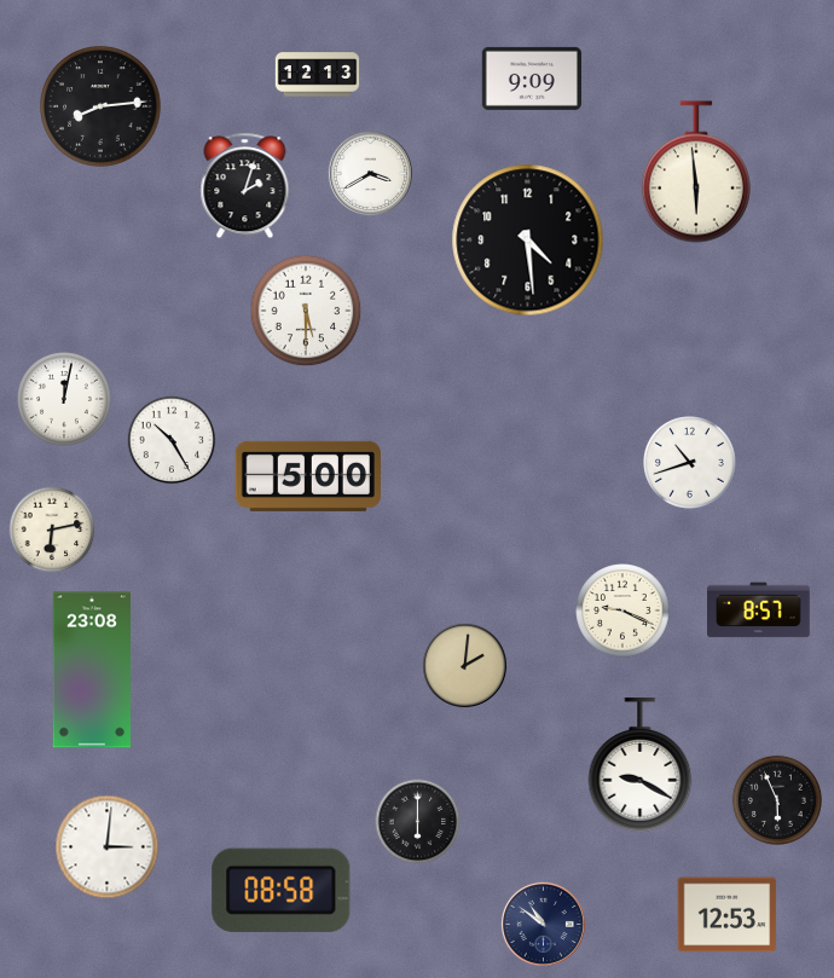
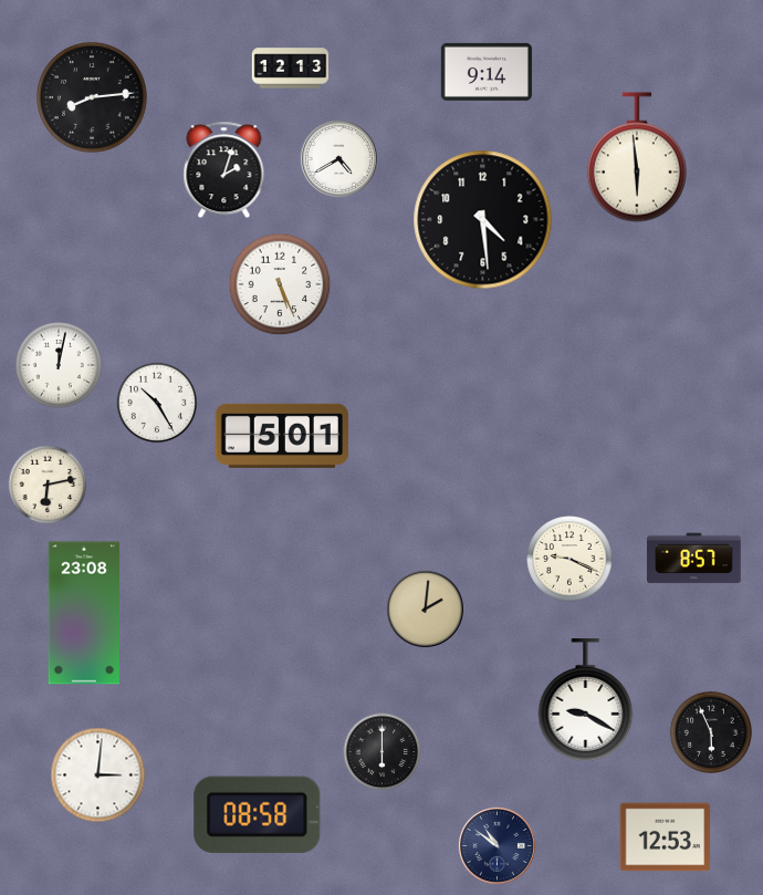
clock at (531, 79): 9:09 -> 9:14
clock at (370, 173): 3:40 -> 4:40
clock at (306, 311): 5:30 -> 5:26
clock at (690, 463): 10:42 -> none
clock at (308, 476): 5:00 -> 5:01
